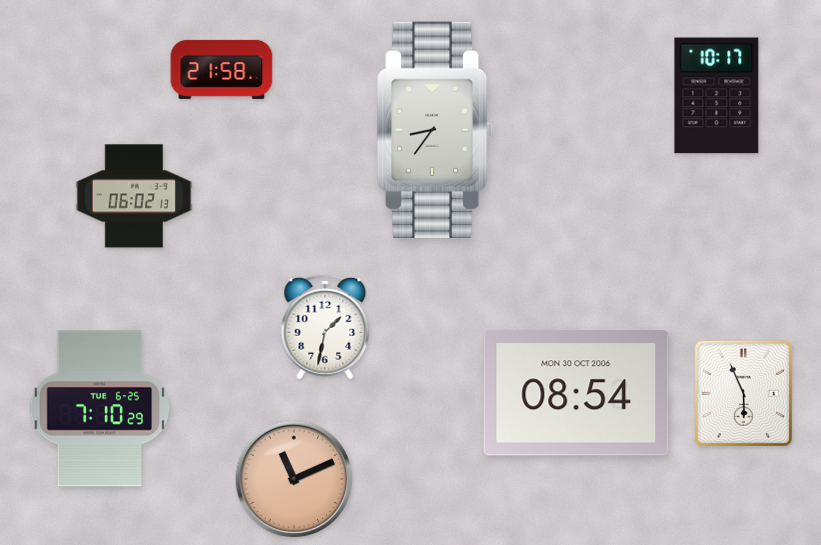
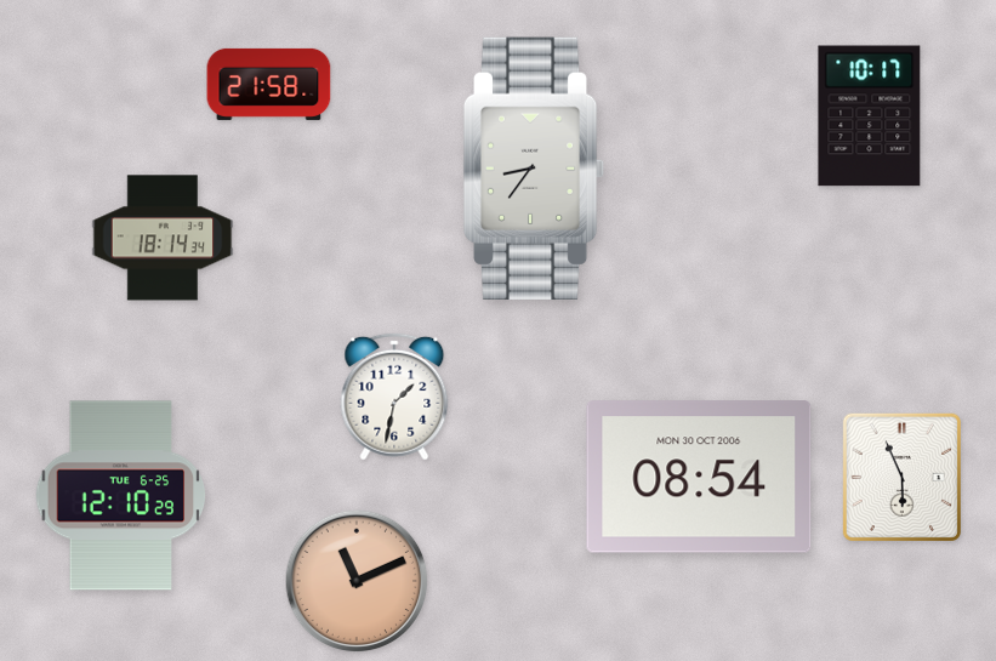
clock at (435, 130) position: (435, 130) -> (534, 169)
clock at (134, 196): 06:02 -> 18:14
clock at (100, 409): 7:10 -> 12:10
